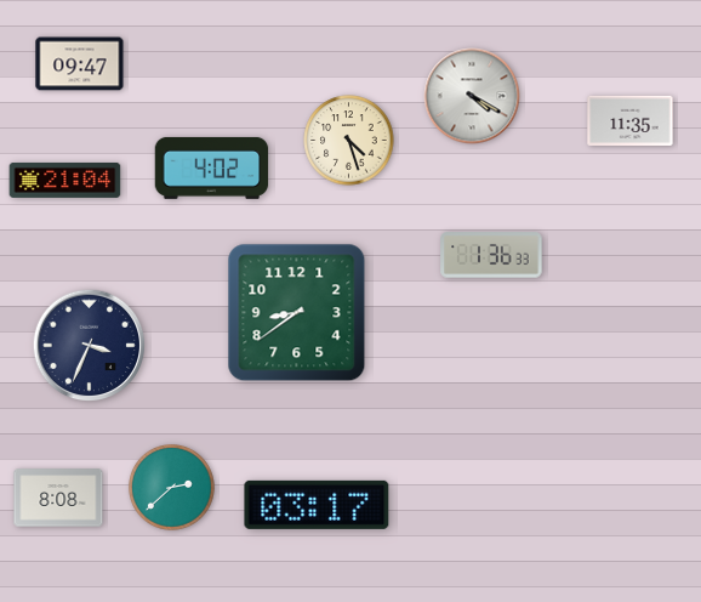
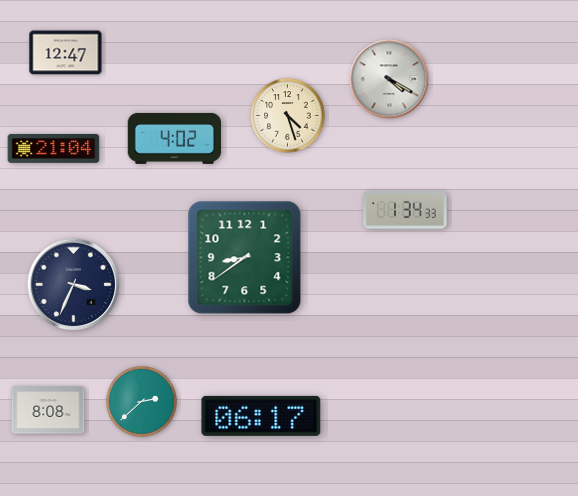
clock at (80, 64): 09:47 -> 12:47
clock at (631, 120): 11:35 -> none
clock at (491, 255): 1:36 -> 1:34
clock at (317, 505): 03:17 -> 06:17
